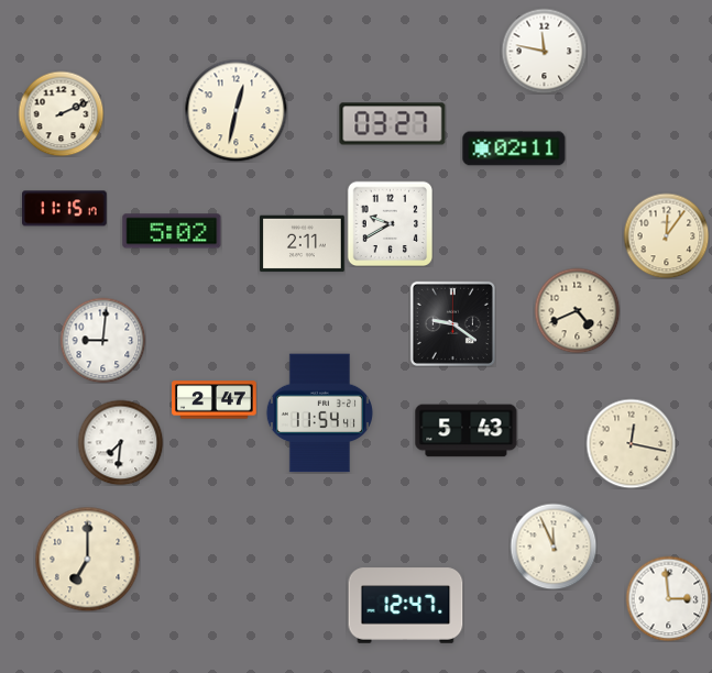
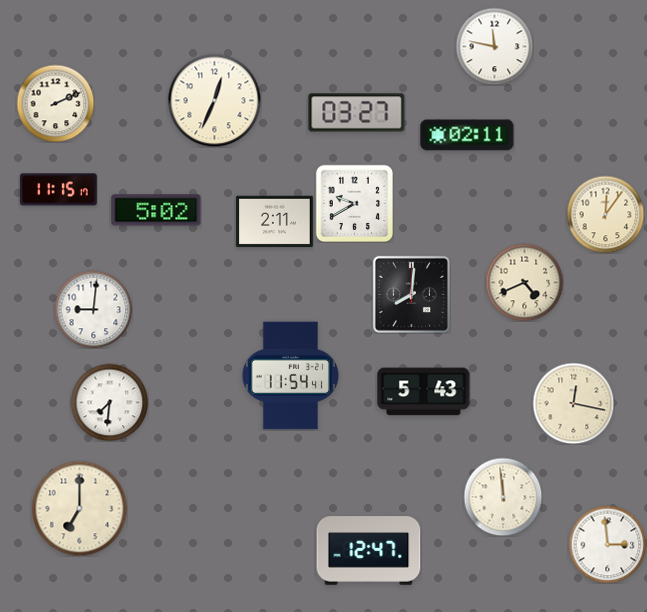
clock at (235, 110): 12:32 -> 12:34
clock at (452, 323): 9:21 -> 8:01
clock at (215, 400): 2:47 -> none
clock at (554, 547): 11:56 -> 11:59
